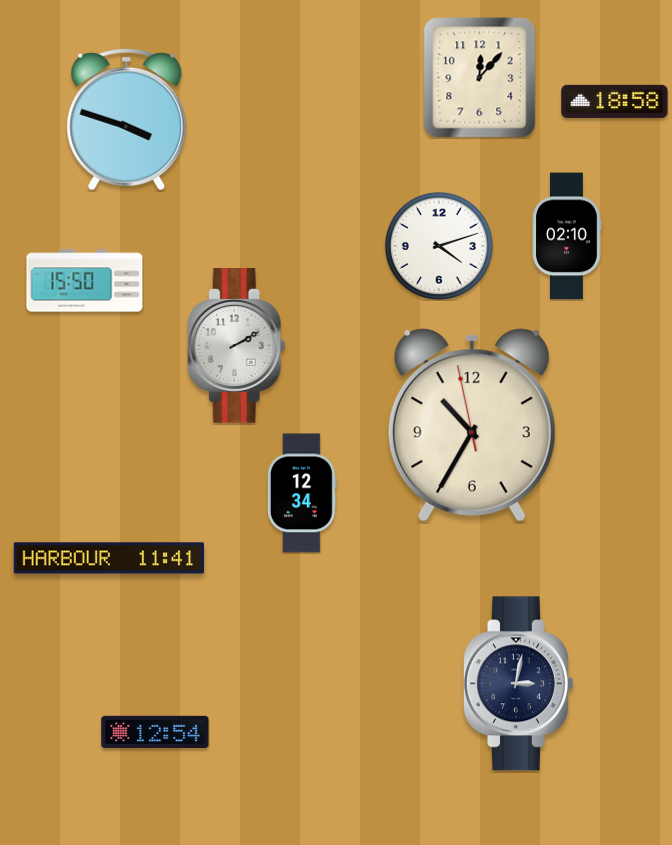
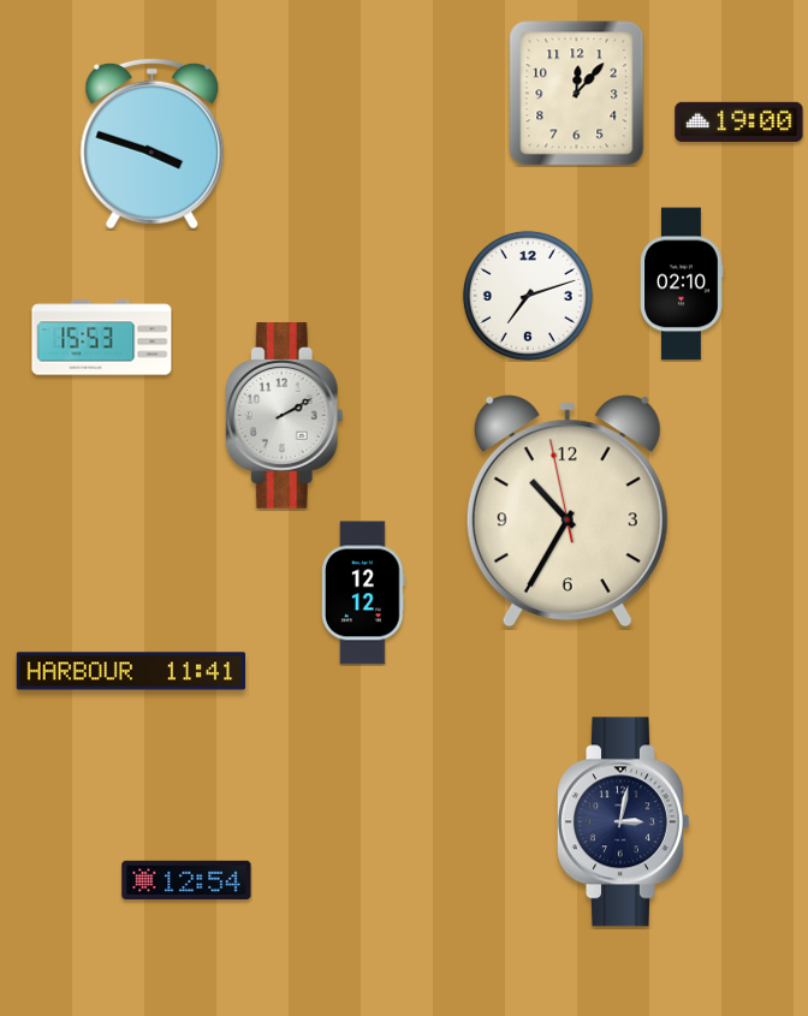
clock at (615, 101): 18:58 -> 19:00
clock at (439, 246): 4:12 -> 7:12
clock at (85, 281): 15:50 -> 15:53
clock at (303, 493): 12:34 -> 12:12
